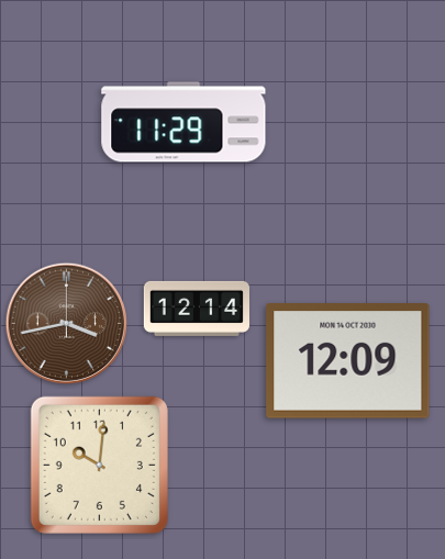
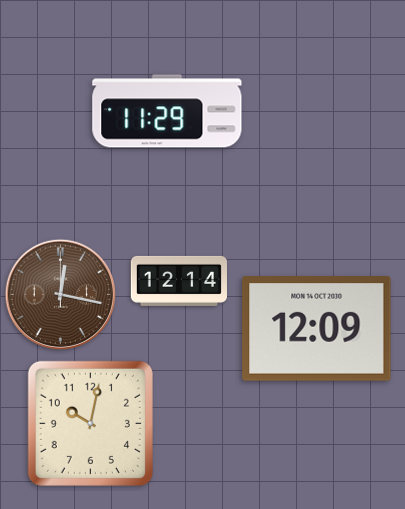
clock at (66, 323): 3:43 -> 12:17
clock at (99, 465): 10:01 -> 10:02
